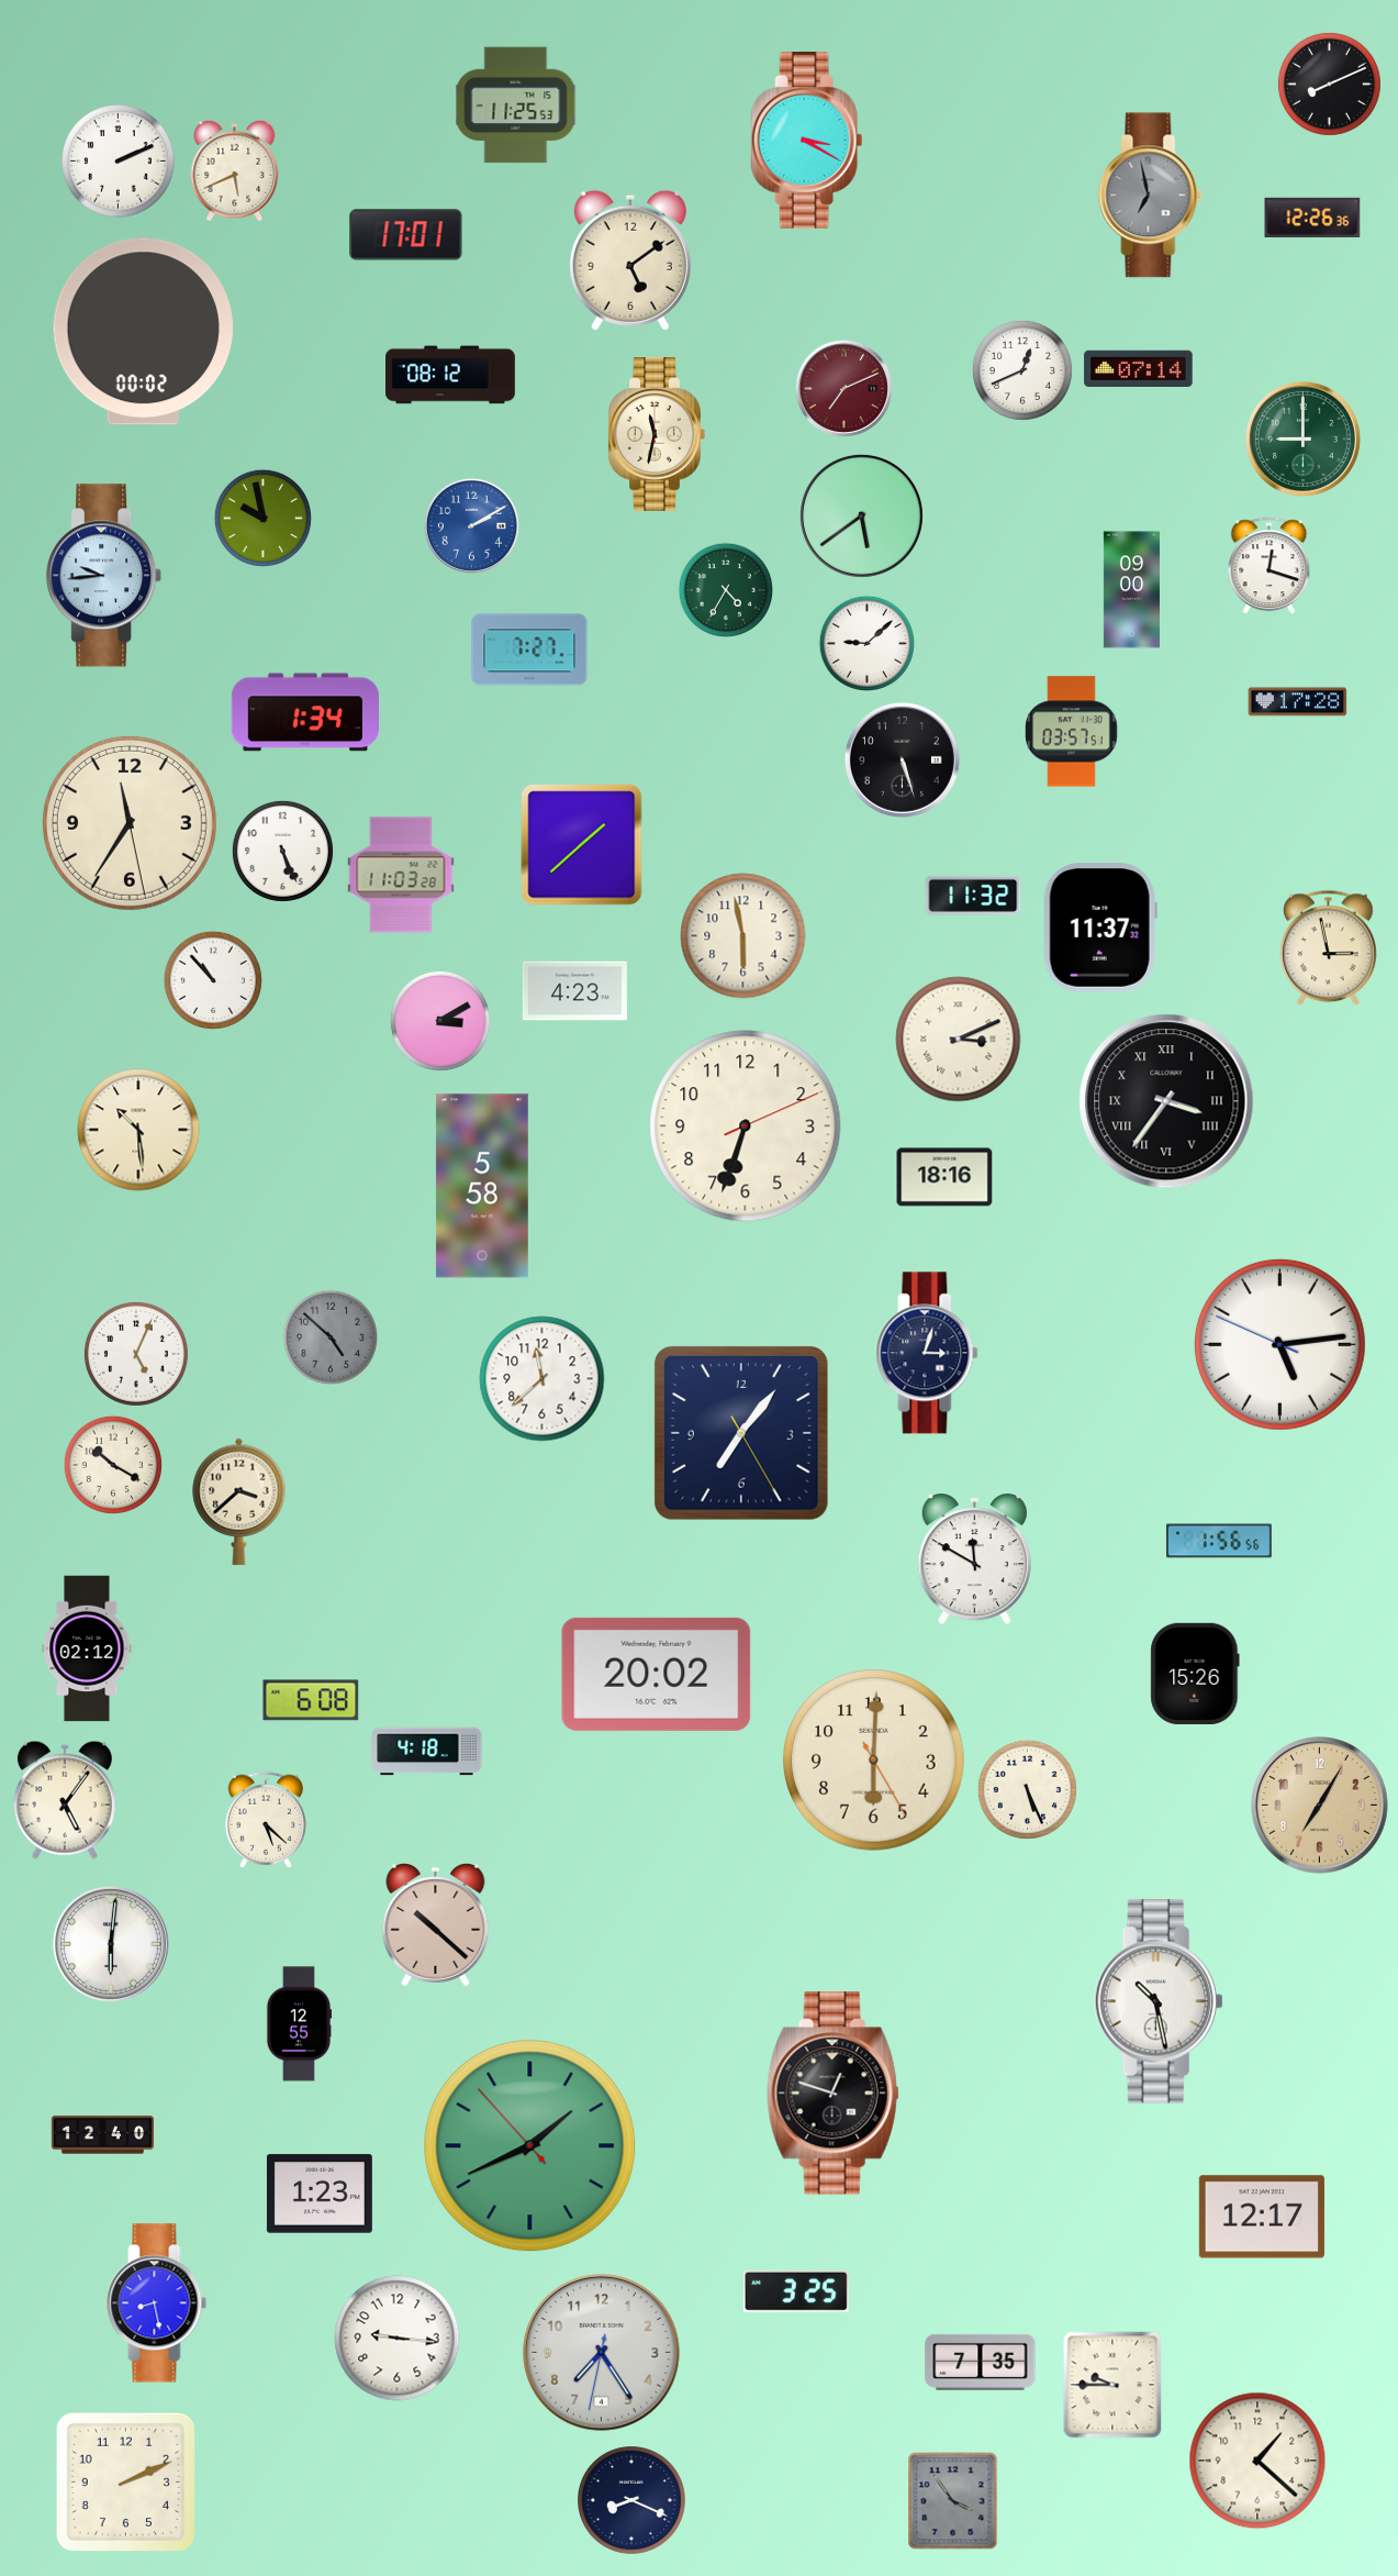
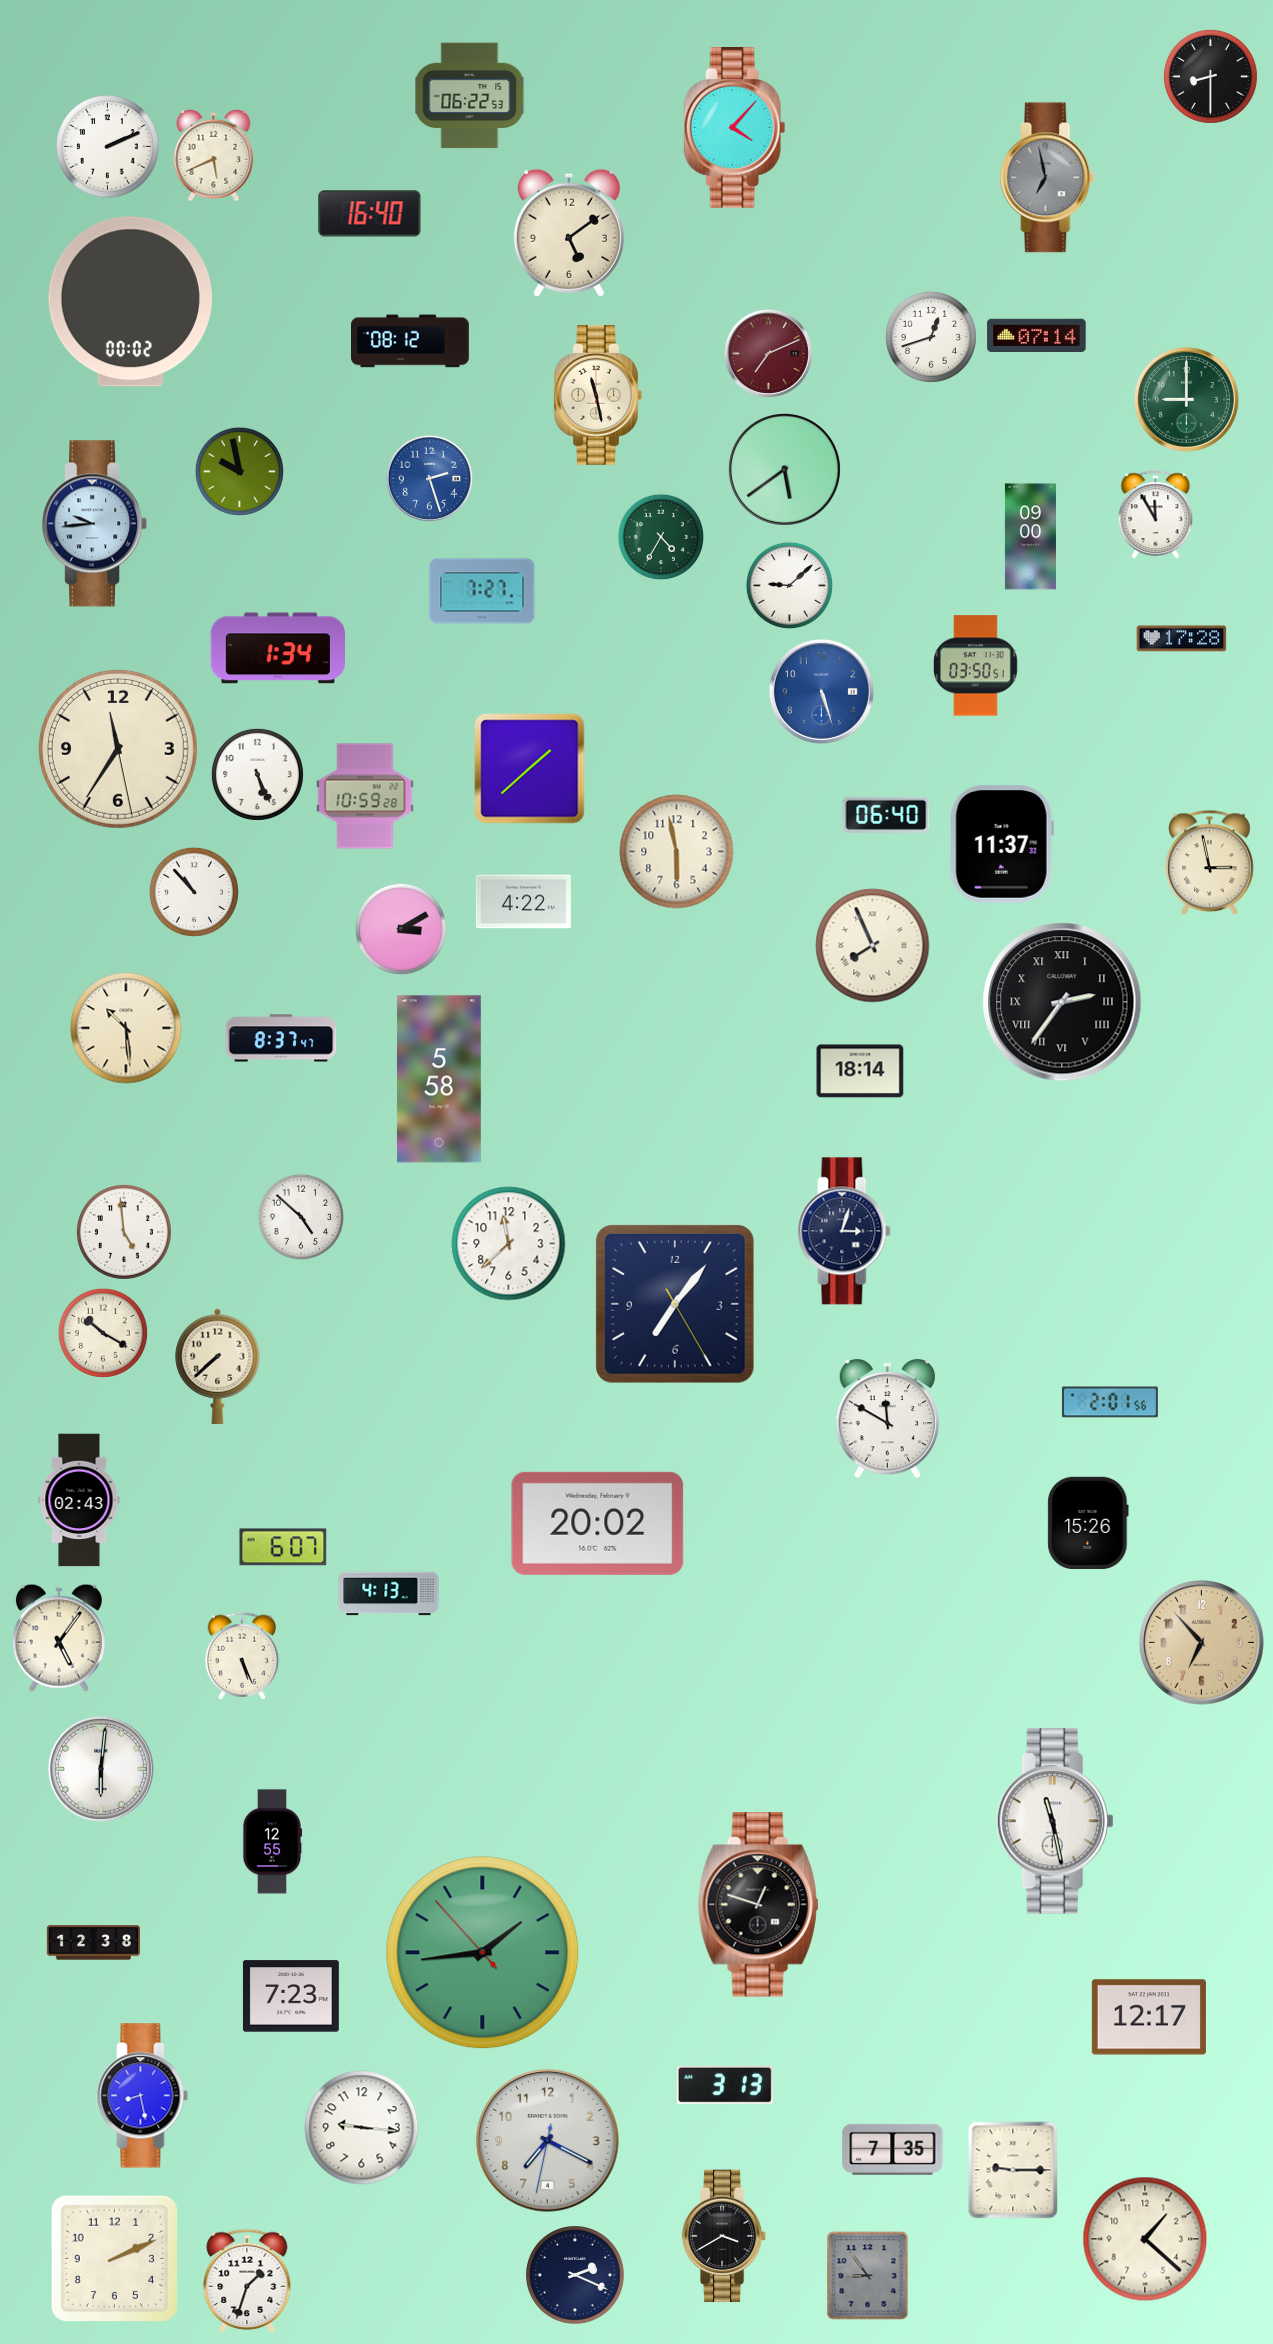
clock at (1329, 84): 8:11 -> 8:30
clock at (516, 106): 11:25 -> 06:22
clock at (807, 141): 3:20 -> 4:07
clock at (1312, 218): 12:26 -> none
clock at (406, 235): 17:01 -> 16:40
clock at (630, 260) position: (630, 260) -> (569, 233)
clock at (1022, 370): 12:41 -> 12:42
clock at (657, 435): 11:32 -> 11:28
clock at (471, 525): 2:10 -> 2:27
clock at (1270, 566): 12:18 -> 11:55
clock at (1072, 732): 03:57 -> 03:50
clock at (902, 759) dial: black -> blue
clock at (401, 875): 11:03 -> 10:59
clock at (973, 896): 11:32 -> 06:40
clock at (574, 991): 4:23 -> 4:22
clock at (959, 1040): 3:11 -> 7:56
clock at (1166, 1101): 3:36 -> 2:36
clock at (746, 1126): 6:33 -> none
clock at (281, 1038): none -> 8:37
clock at (944, 1177): 18:16 -> 18:14
clock at (329, 1336) dial: grey -> white
clock at (1279, 1344): 5:13 -> none
clock at (136, 1354): 5:04 -> 4:59
clock at (543, 1379) position: (543, 1379) -> (509, 1244)
clock at (239, 1501): 3:38 -> 7:38
clock at (1219, 1541): 1:56 -> 2:01
clock at (87, 1648): 02:12 -> 02:43
clock at (311, 1700): 6:08 -> 6:07
clock at (427, 1752): 4:18 -> 4:13
clock at (874, 1761): 6:00 -> none
clock at (1027, 1789): 5:26 -> none
clock at (1320, 1806): 7:05 -> 6:53
clock at (266, 1820): 5:22 -> 5:26
clock at (436, 1925): 10:22 -> none
clock at (1159, 2001): 10:28 -> 11:28
clock at (102, 2135): 12:40 -> 12:38
clock at (530, 2146): 1:40 -> 1:43
clock at (320, 2194): 1:23 -> 7:23
clock at (796, 2291): 3:25 -> 3:13
clock at (602, 2353): 7:24 -> 7:19
clock at (1112, 2385): 9:45 -> 9:15
clock at (724, 2236): none -> 3:40
clock at (633, 2501): 8:19 -> 2:19
clock at (953, 2501): 3:54 -> 8:54
clock at (247, 2281): none -> 1:33
